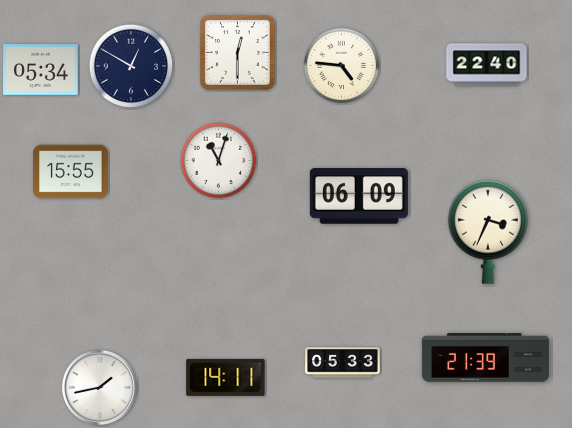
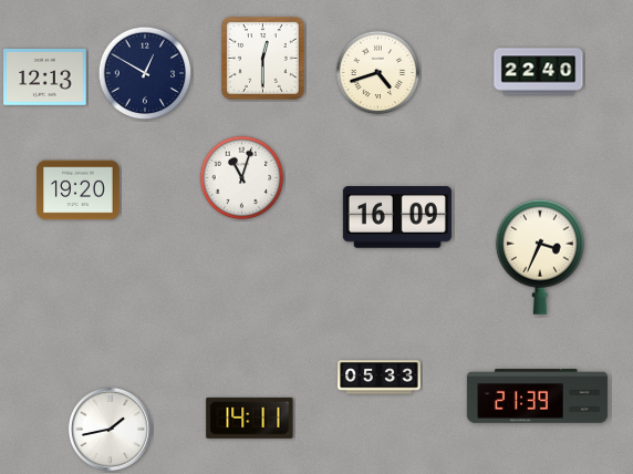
clock at (342, 66): 4:46 -> 4:42
clock at (41, 70): 05:34 -> 12:13
clock at (71, 172): 15:55 -> 19:20
clock at (359, 196): 06:09 -> 16:09
clock at (343, 363) position: (343, 363) -> (380, 378)
